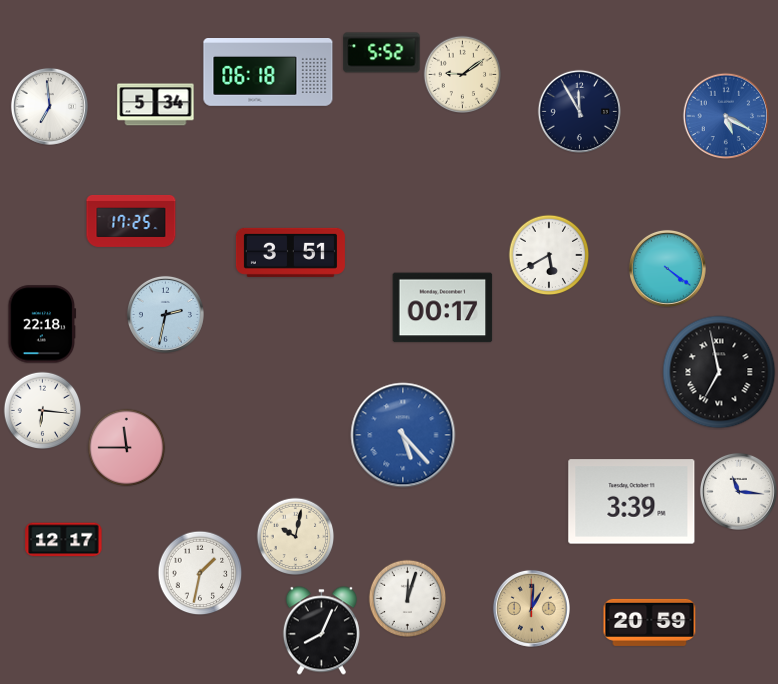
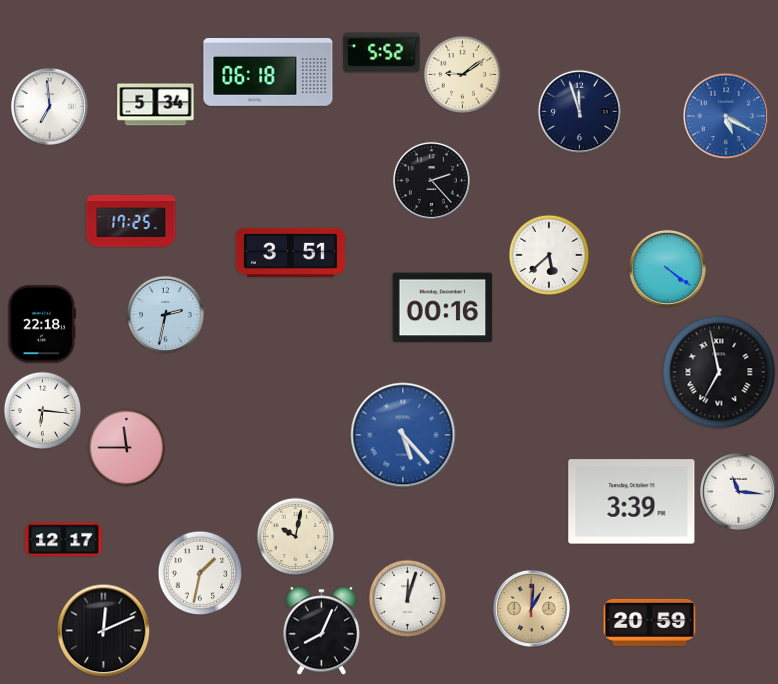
clock at (579, 111): 11:55 -> 11:57
clock at (431, 180): none -> 2:23
clock at (549, 255): 5:40 -> 5:38
clock at (443, 308): 00:17 -> 00:16
clock at (103, 630): none -> 12:11
